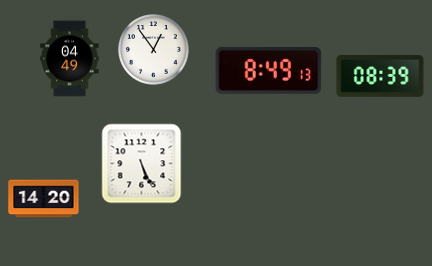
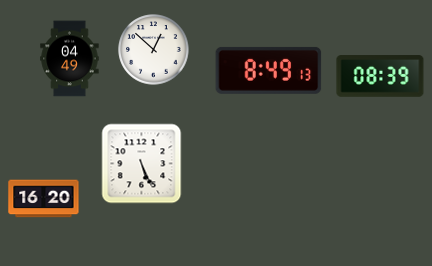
clock at (154, 50): 12:54 -> 12:52
clock at (44, 199): 14:20 -> 16:20
